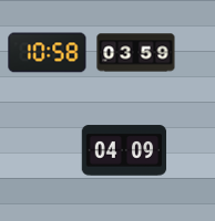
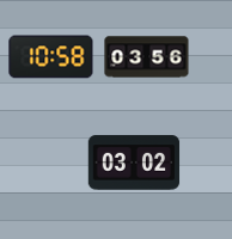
clock at (136, 53): 03:59 -> 03:56
clock at (124, 150): 04:09 -> 03:02
